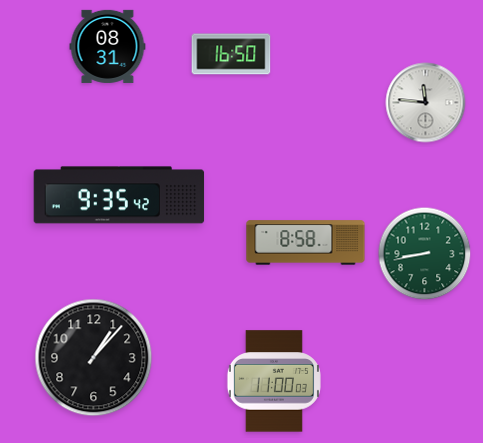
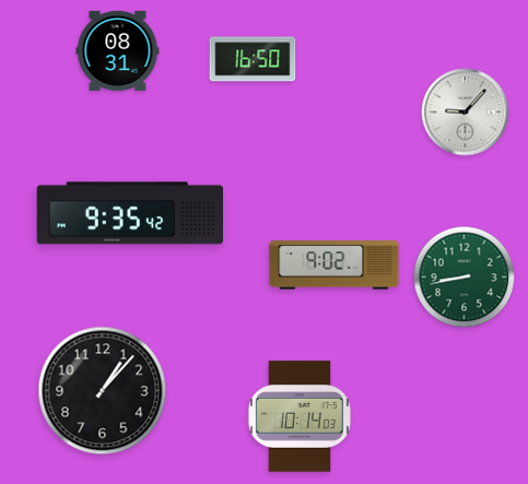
clock at (426, 103): 11:46 -> 9:07
clock at (306, 243): 8:58 -> 9:02
clock at (274, 381): 11:00 -> 10:14
